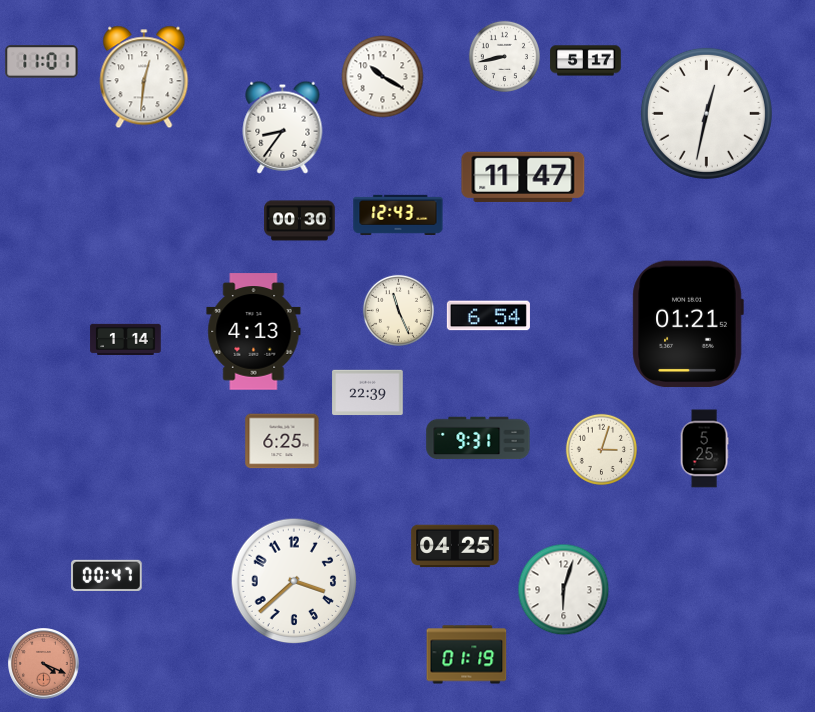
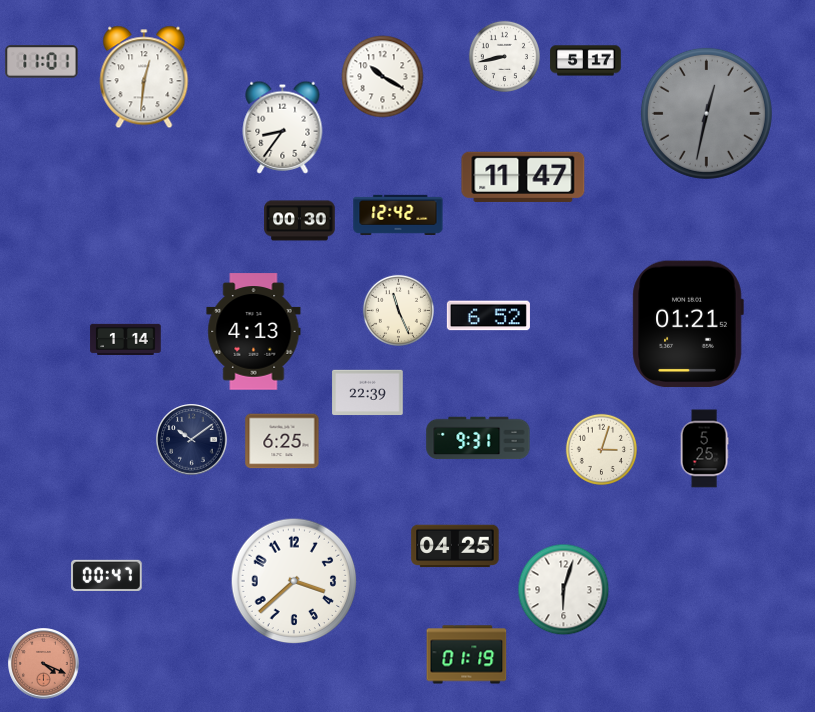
clock at (706, 113) dial: white -> grey
clock at (398, 215): 12:43 -> 12:42
clock at (488, 316): 6:54 -> 6:52
clock at (192, 440): none -> 10:09
